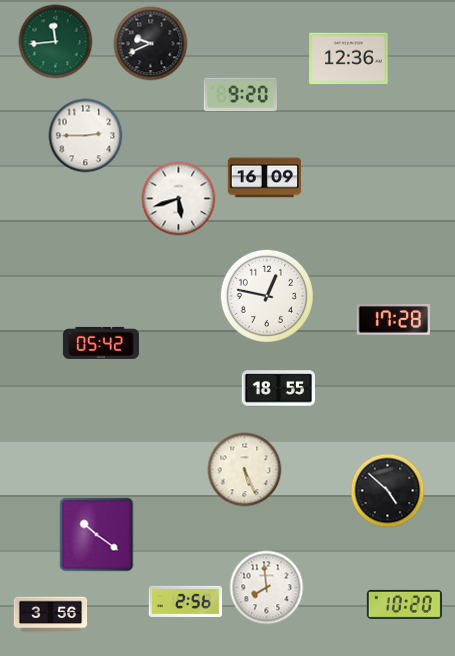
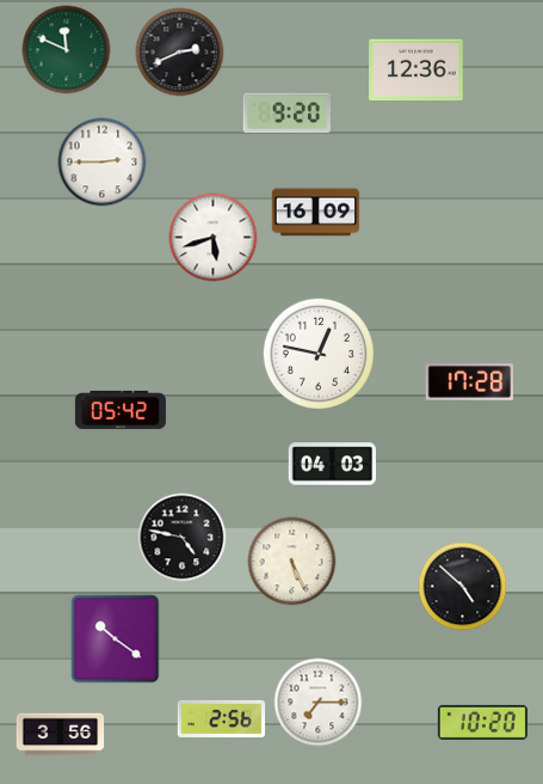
clock at (56, 42): 11:44 -> 11:49
clock at (151, 44): 9:41 -> 2:41
clock at (278, 389): 18:55 -> 04:03
clock at (183, 538): none -> 4:47
clock at (267, 588): 7:59 -> 7:15
